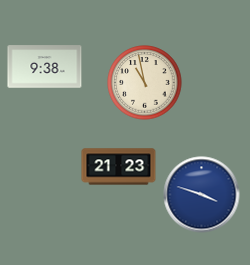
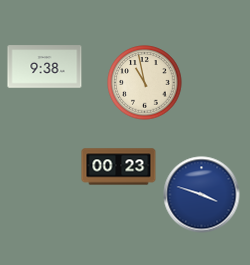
clock at (119, 167): 21:23 -> 00:23
